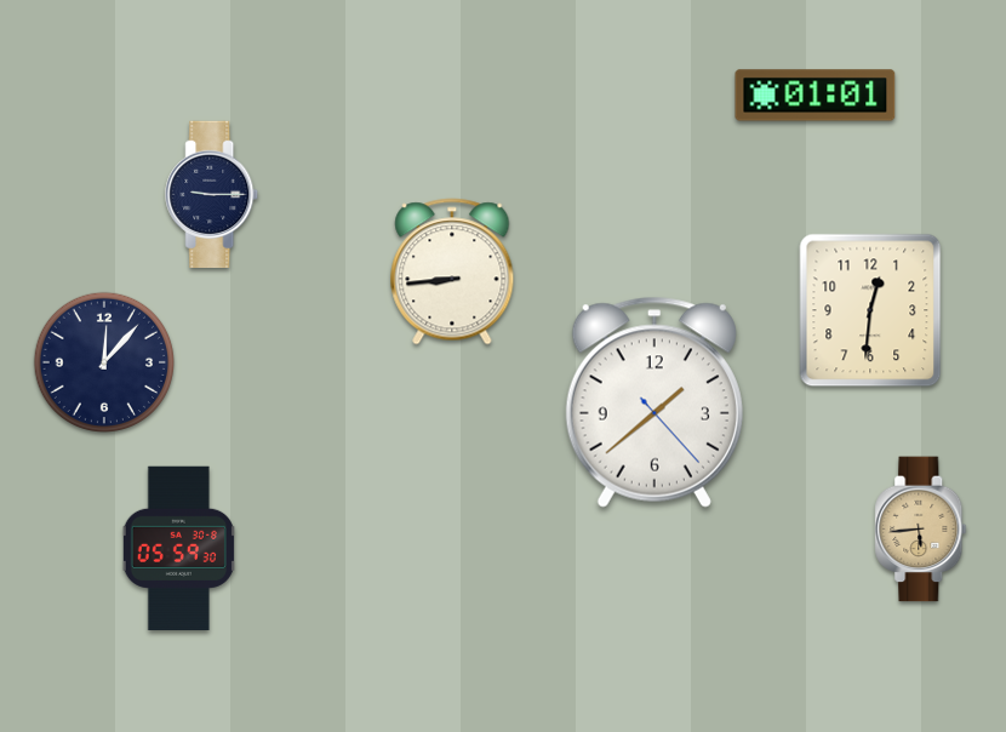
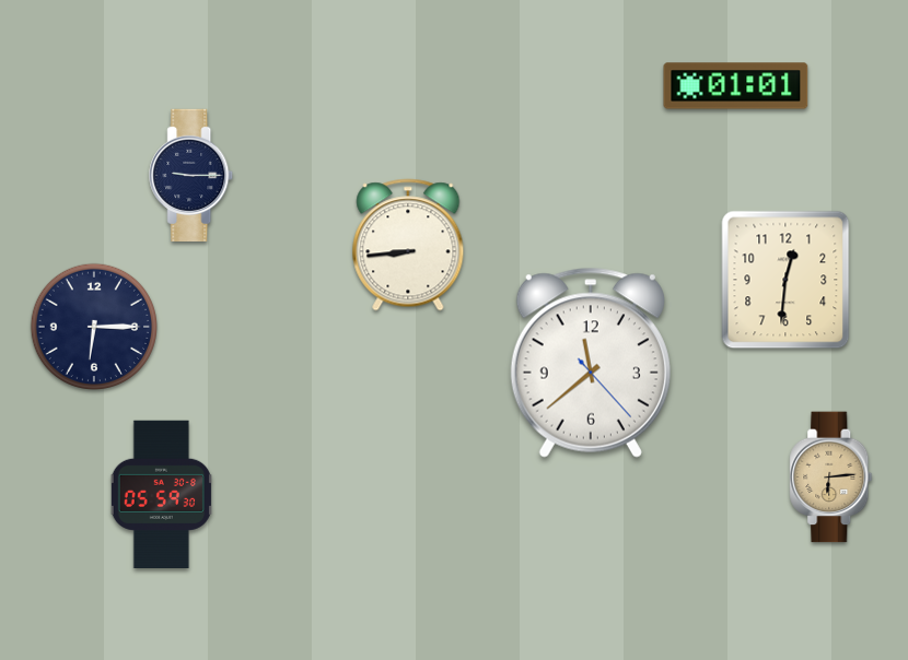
clock at (103, 361): 12:07 -> 6:15
clock at (655, 402): 1:38 -> 11:38
clock at (921, 530): 5:44 -> 6:14
